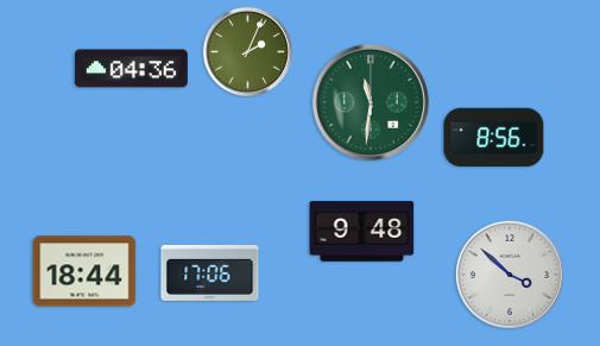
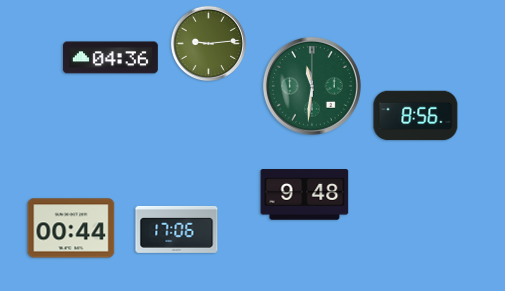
clock at (247, 51): 2:04 -> 9:14
clock at (84, 271): 18:44 -> 00:44
clock at (510, 275): 3:52 -> none
